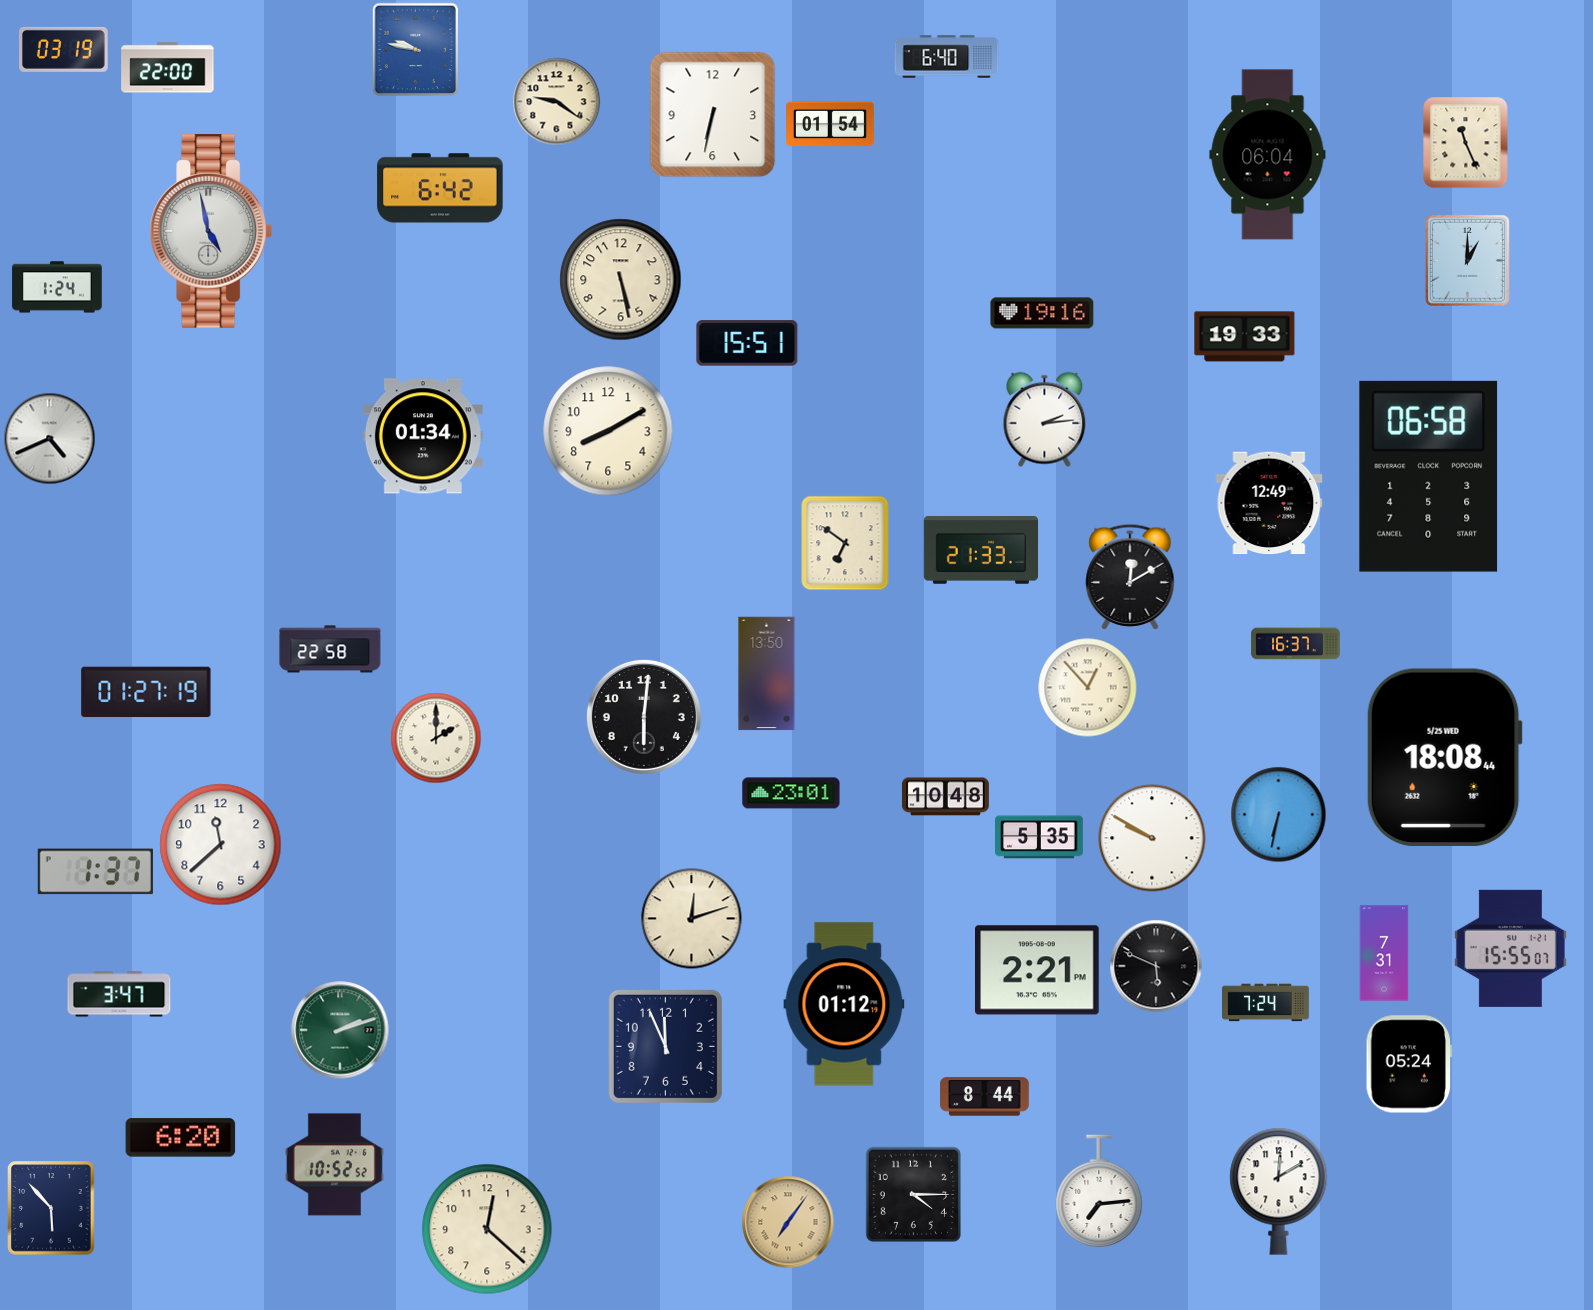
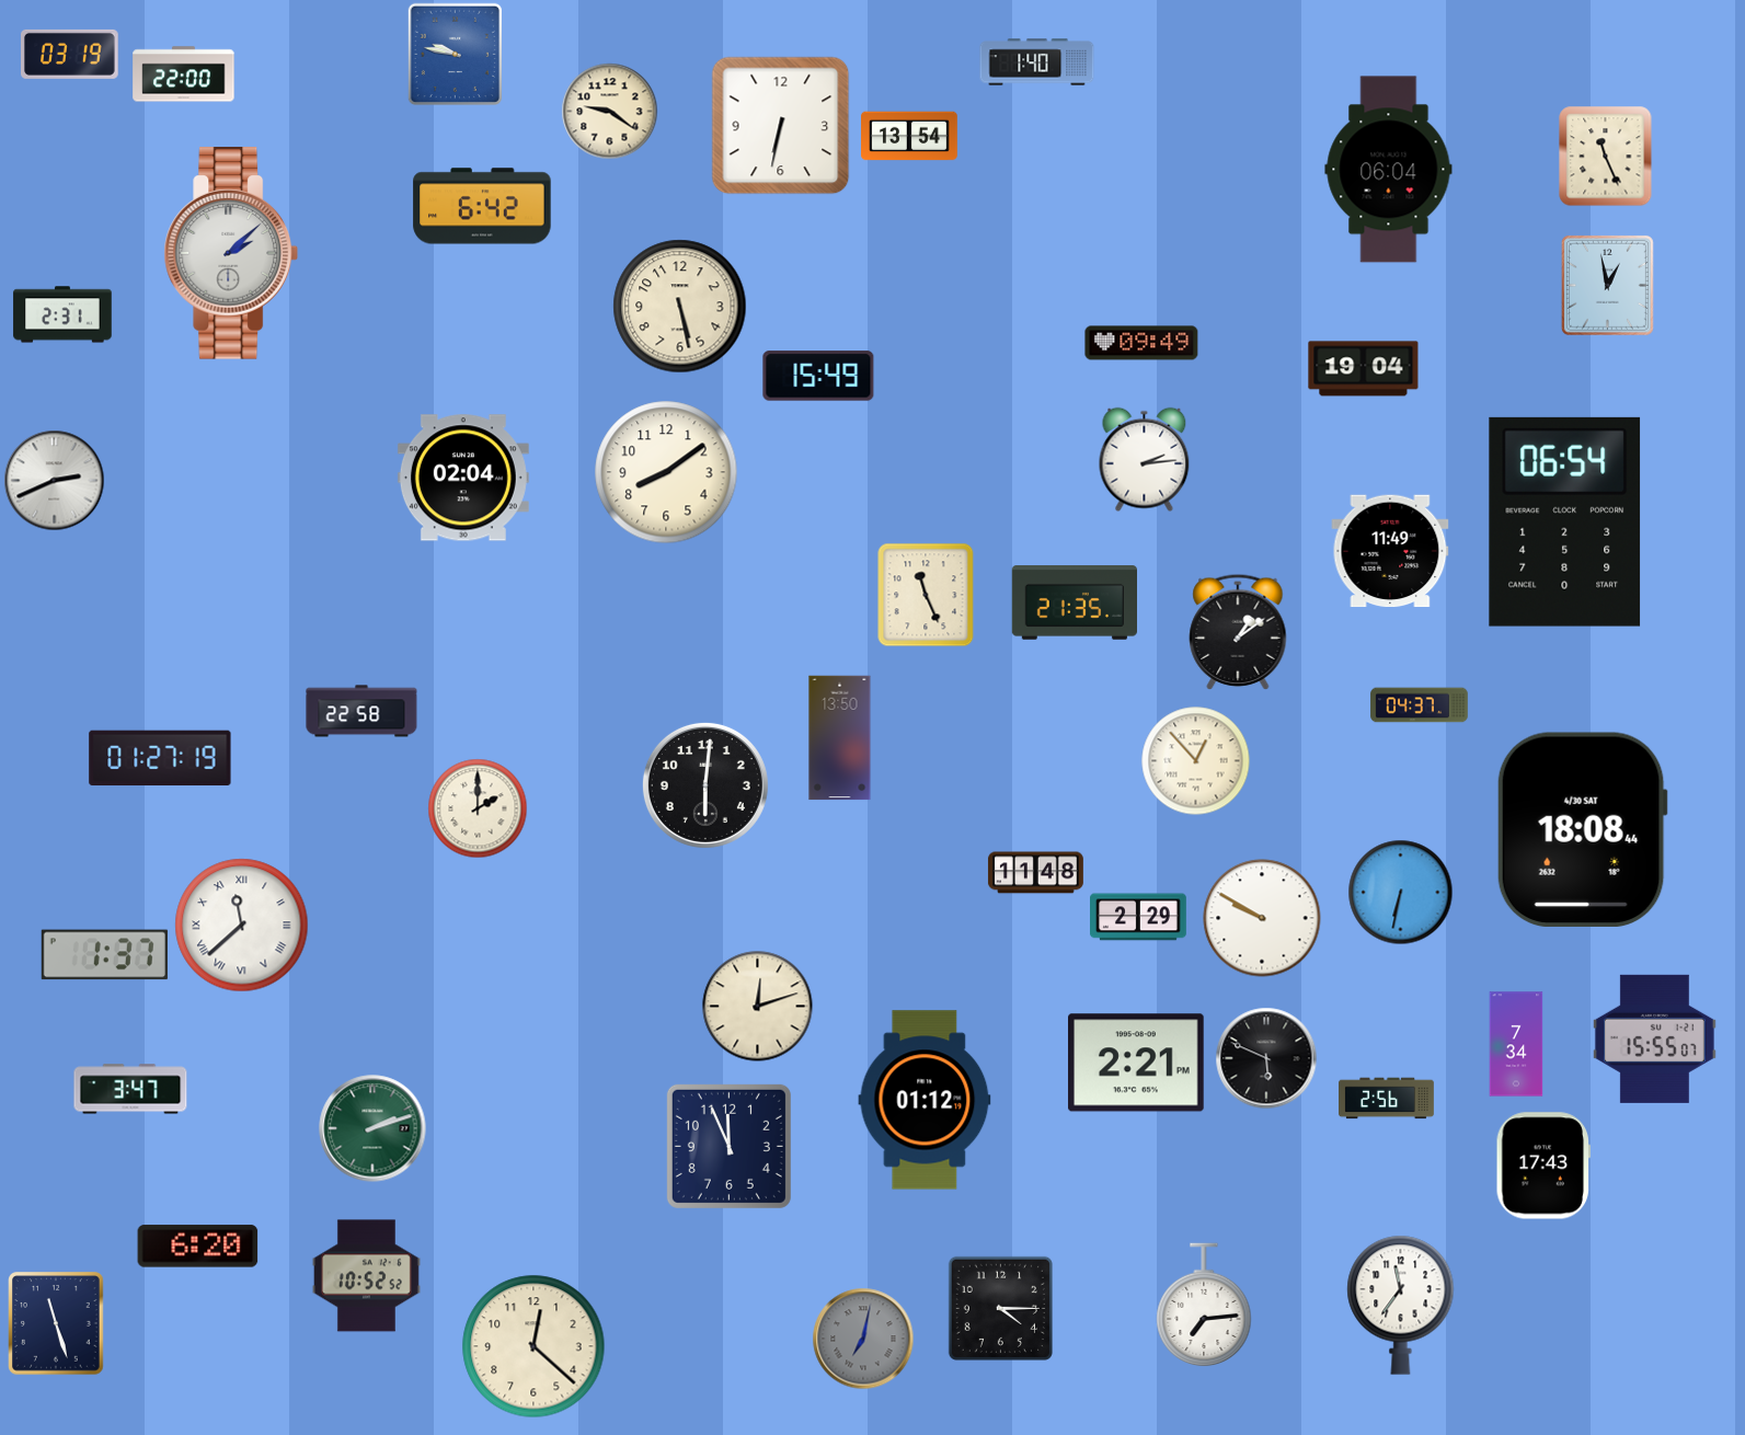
clock at (947, 57): 6:40 -> 1:40
clock at (831, 124): 01:54 -> 13:54
clock at (210, 231): 4:58 -> 2:08
clock at (1467, 260): 1:00 -> 12:58
clock at (57, 287): 1:24 -> 2:31
clock at (1042, 313): 19:16 -> 09:49
clock at (1245, 337): 19:33 -> 19:04
clock at (747, 343): 15:51 -> 15:49
clock at (608, 431): 8:10 -> 8:09
clock at (423, 436): 01:34 -> 02:04
clock at (50, 439): 4:41 -> 2:41
clock at (1429, 476): 06:58 -> 06:54
clock at (1269, 503): 12:49 -> 11:49
clock at (845, 543): 6:51 -> 11:26
clock at (980, 550): 21:33 -> 21:35
clock at (1130, 577): 12:10 -> 1:09
clock at (1296, 644): 16:37 -> 04:37
clock at (1088, 688) position: (1088, 688) -> (1196, 761)
clock at (1444, 757) date: 5/25 WED -> 4/30 SAT
clock at (791, 793): 23:01 -> none
clock at (945, 797): 10:48 -> 11:48
clock at (1040, 837): 5:35 -> 2:29
clock at (221, 845) numerals: Arabic -> Roman
clock at (1384, 953): 7:31 -> 7:34
clock at (1266, 1003): 7:24 -> 2:56
clock at (1408, 1064): 05:24 -> 17:43
clock at (985, 1097): 8:44 -> none
clock at (1279, 1191): 12:10 -> 11:36
clock at (51, 1208): 5:53 -> 11:27
clock at (788, 1222): 7:06 -> 7:02
clock at (788, 1222) dial: champagne -> grey
